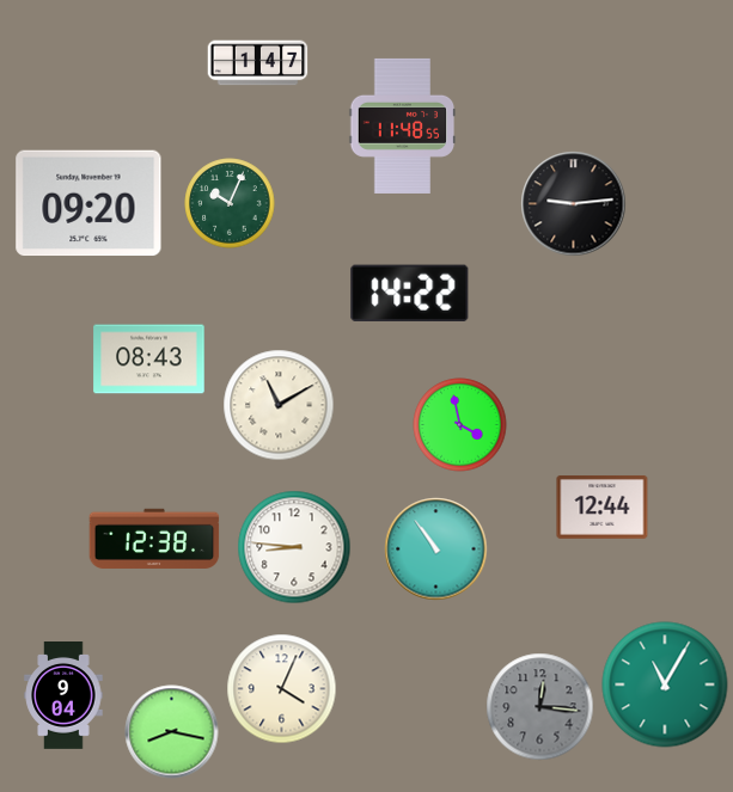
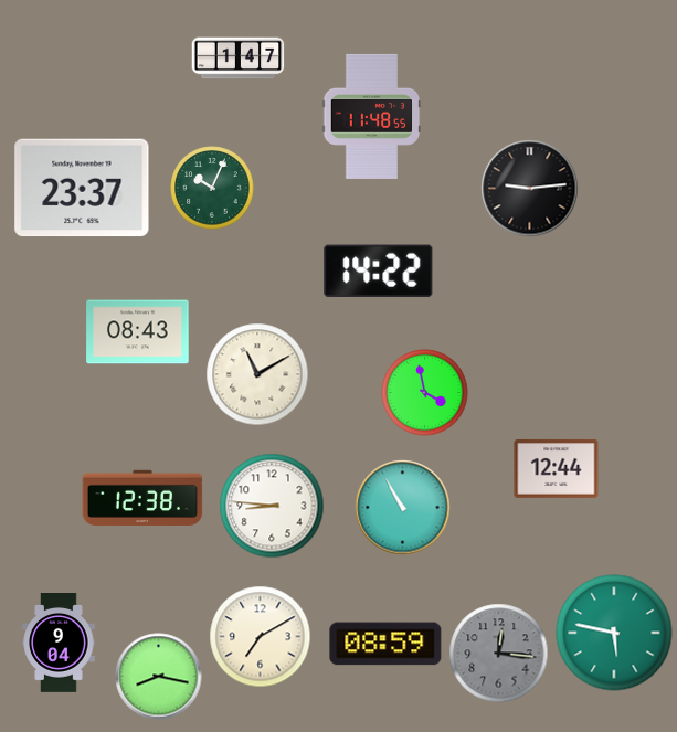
clock at (88, 203): 09:20 -> 23:37
clock at (436, 550): 10:54 -> 10:55
clock at (665, 684): 11:05 -> 5:47
clock at (282, 689): 4:04 -> 7:10
clock at (385, 644): none -> 08:59
